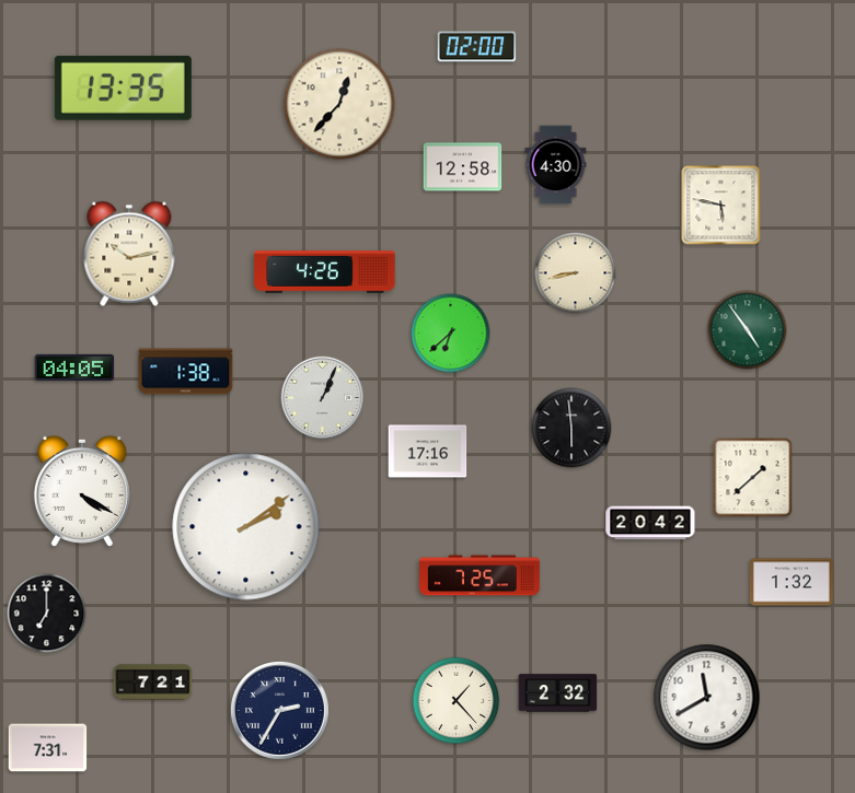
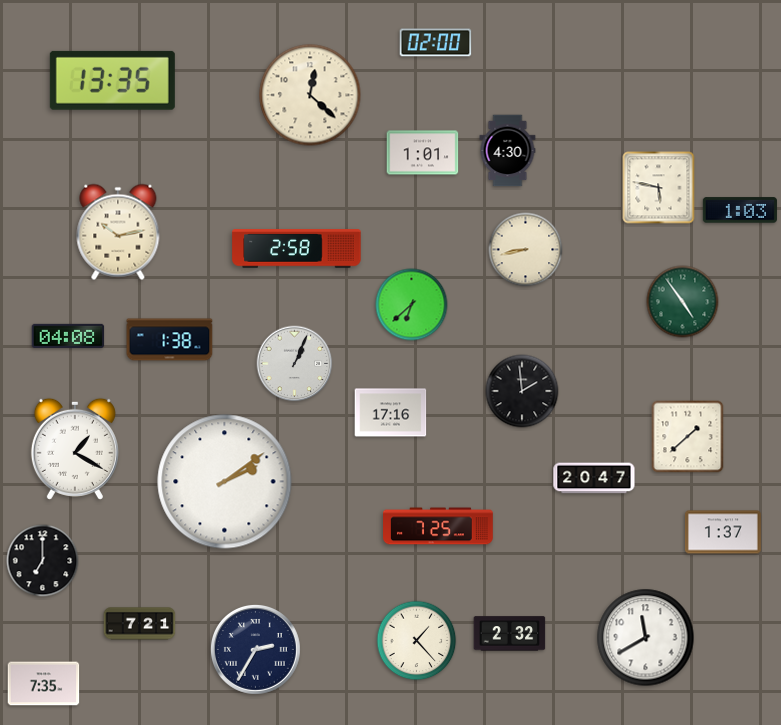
clock at (339, 104): 12:37 -> 12:22
clock at (463, 167): 12:58 -> 1:01
clock at (740, 210): none -> 1:03
clock at (325, 272): 4:26 -> 2:58
clock at (74, 368): 04:05 -> 04:08
clock at (571, 428): 5:59 -> 1:59
clock at (82, 491): 4:20 -> 1:20
clock at (650, 523): 20:42 -> 20:47
clock at (792, 582): 1:32 -> 1:37
clock at (48, 748): 7:31 -> 7:35
